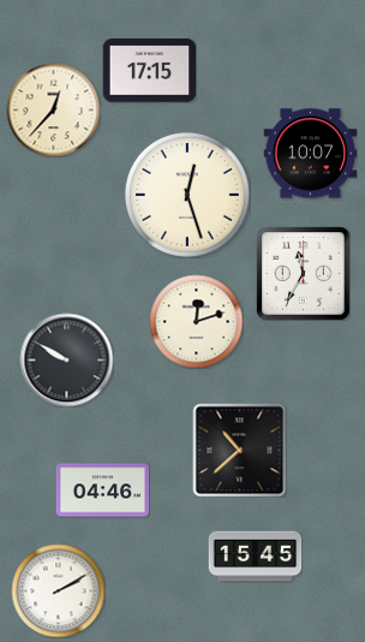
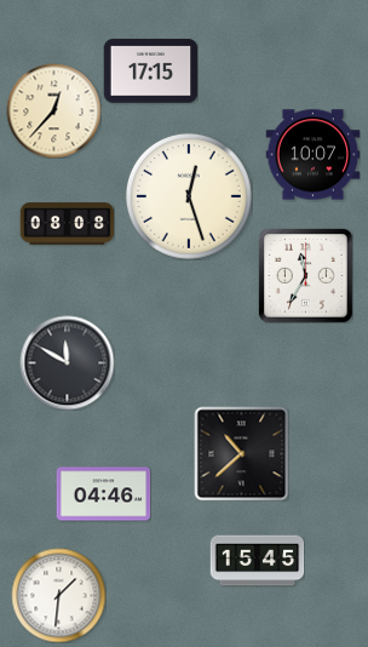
clock at (67, 224): none -> 08:08
clock at (196, 321): 12:12 -> none
clock at (66, 359): 9:50 -> 11:50
clock at (58, 590): 2:10 -> 1:31
